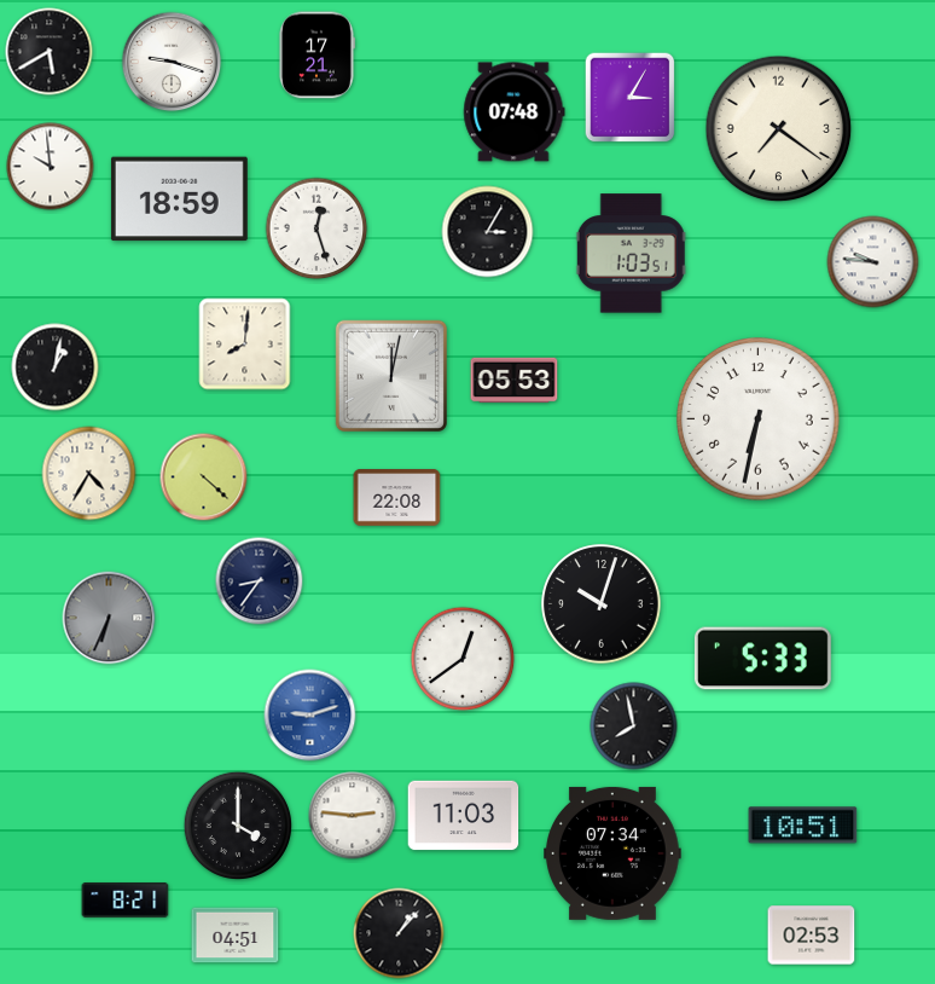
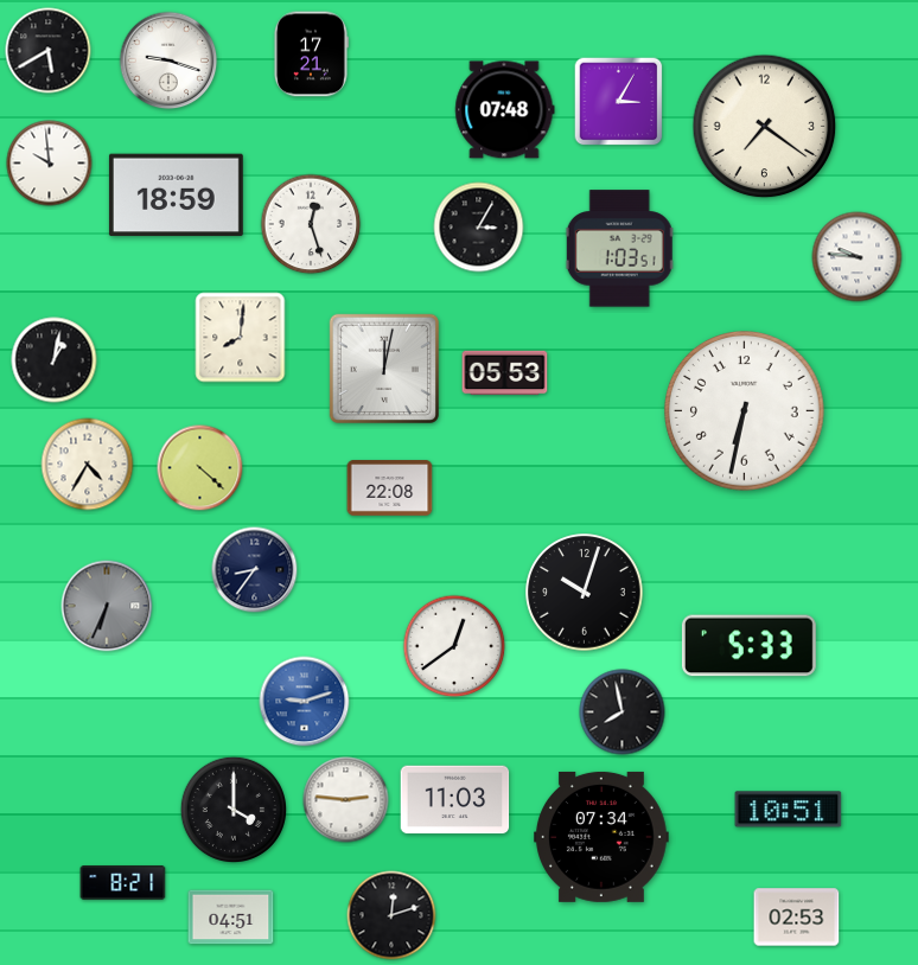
clock at (631, 98) position: (631, 98) -> (619, 102)
clock at (602, 604) position: (602, 604) -> (585, 593)
clock at (399, 933): 1:07 -> 12:12
